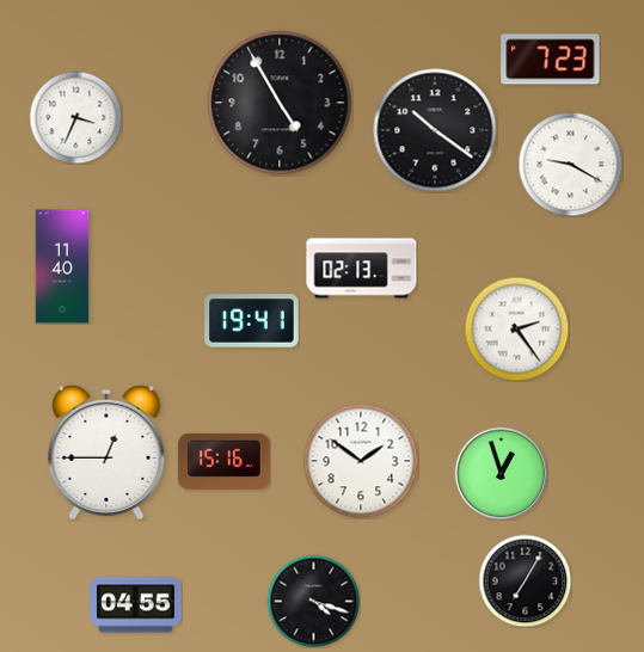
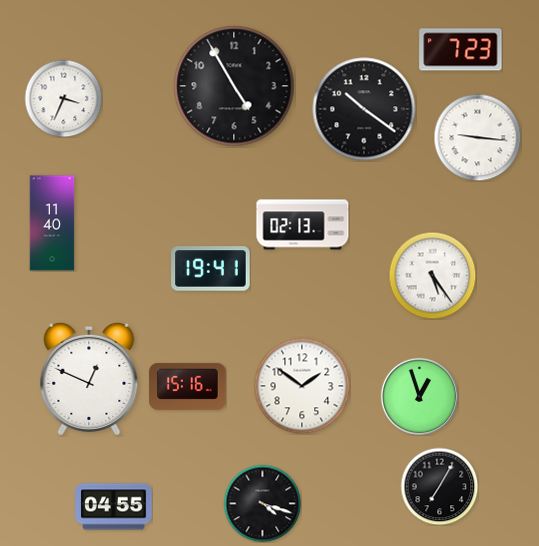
clock at (570, 164): 9:20 -> 9:16
clock at (516, 328): 2:24 -> 5:24
clock at (106, 453): 12:45 -> 12:49
